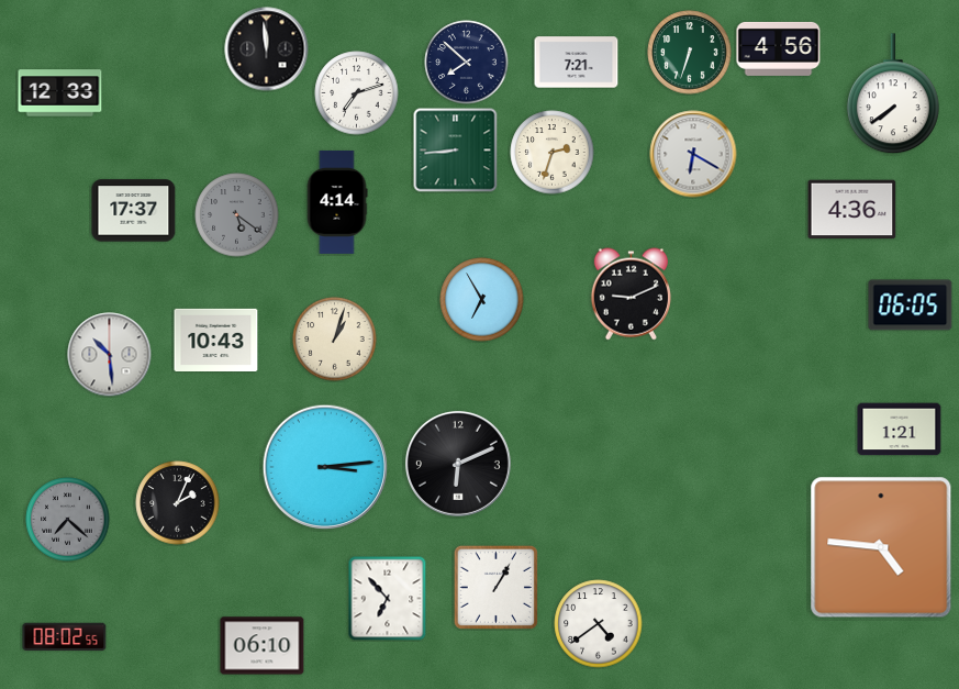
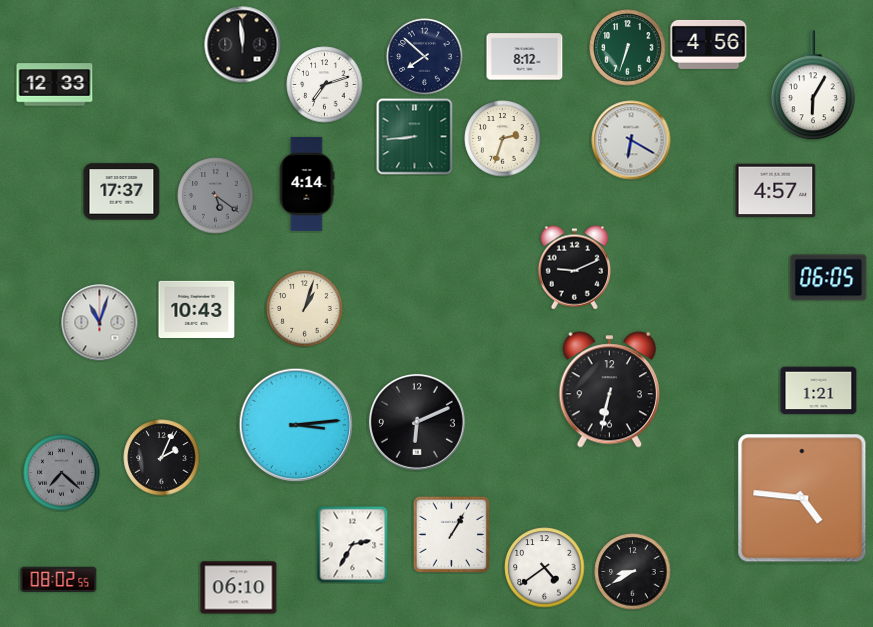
clock at (577, 63): 7:21 -> 8:12
clock at (893, 95): 7:39 -> 6:05
clock at (852, 210): 4:36 -> 4:57
clock at (482, 300): 6:55 -> none
clock at (110, 355): 10:29 -> 11:03
clock at (609, 390): none -> 6:32
clock at (388, 598): 6:53 -> 2:35
clock at (633, 572): none -> 8:40
